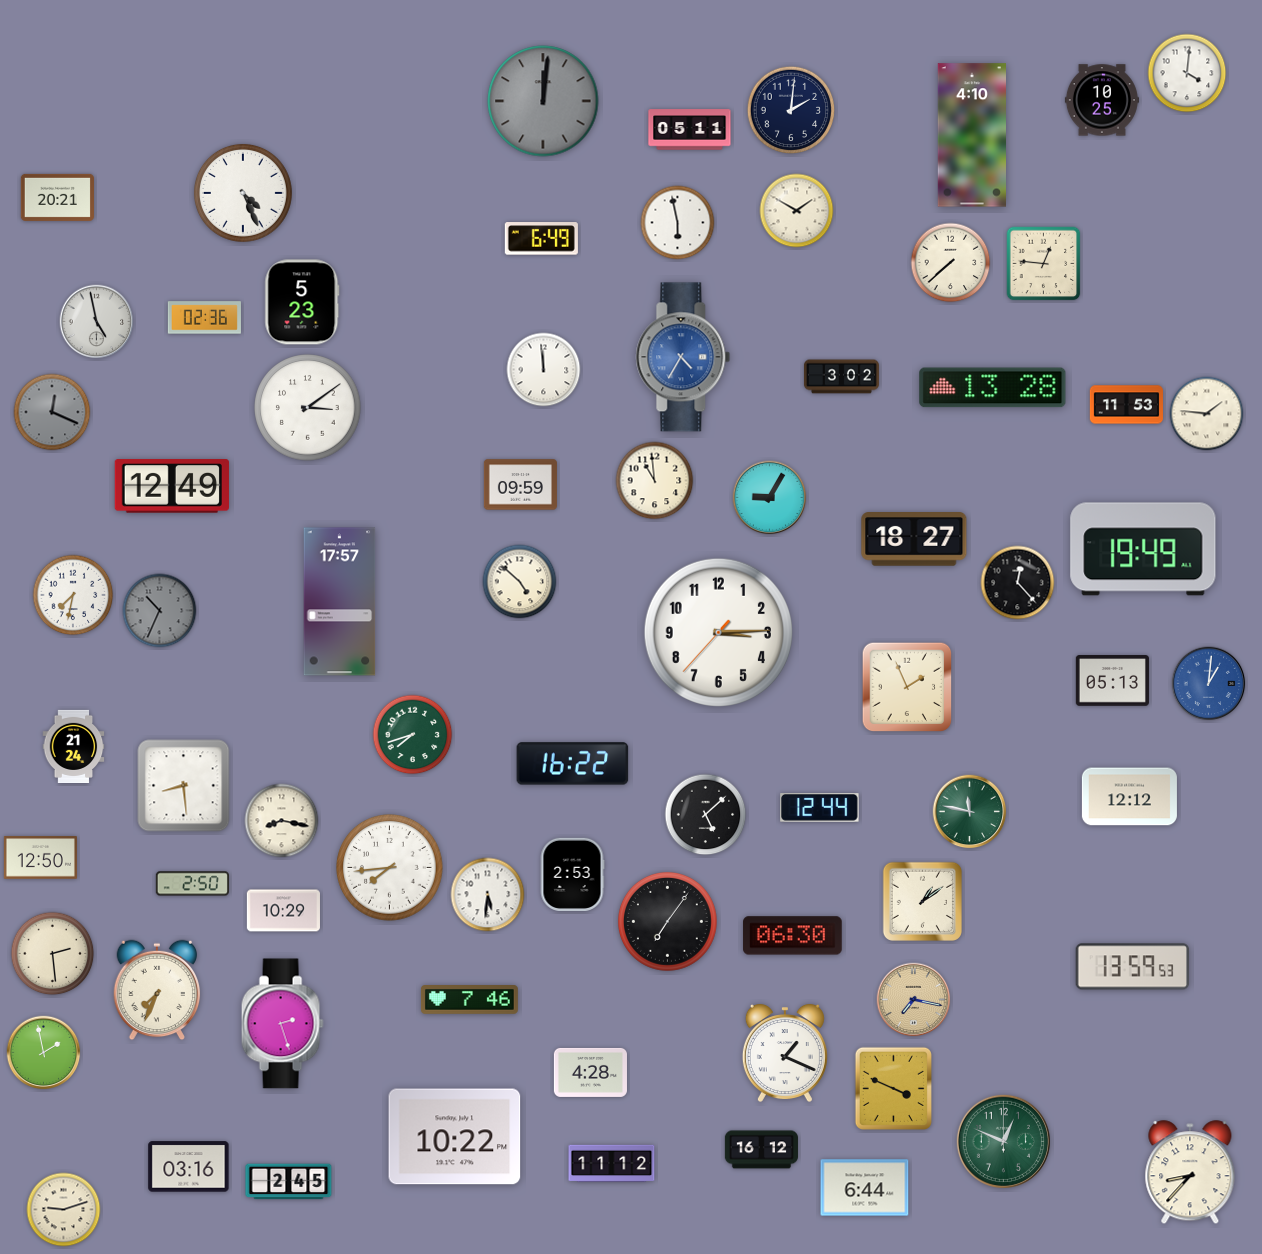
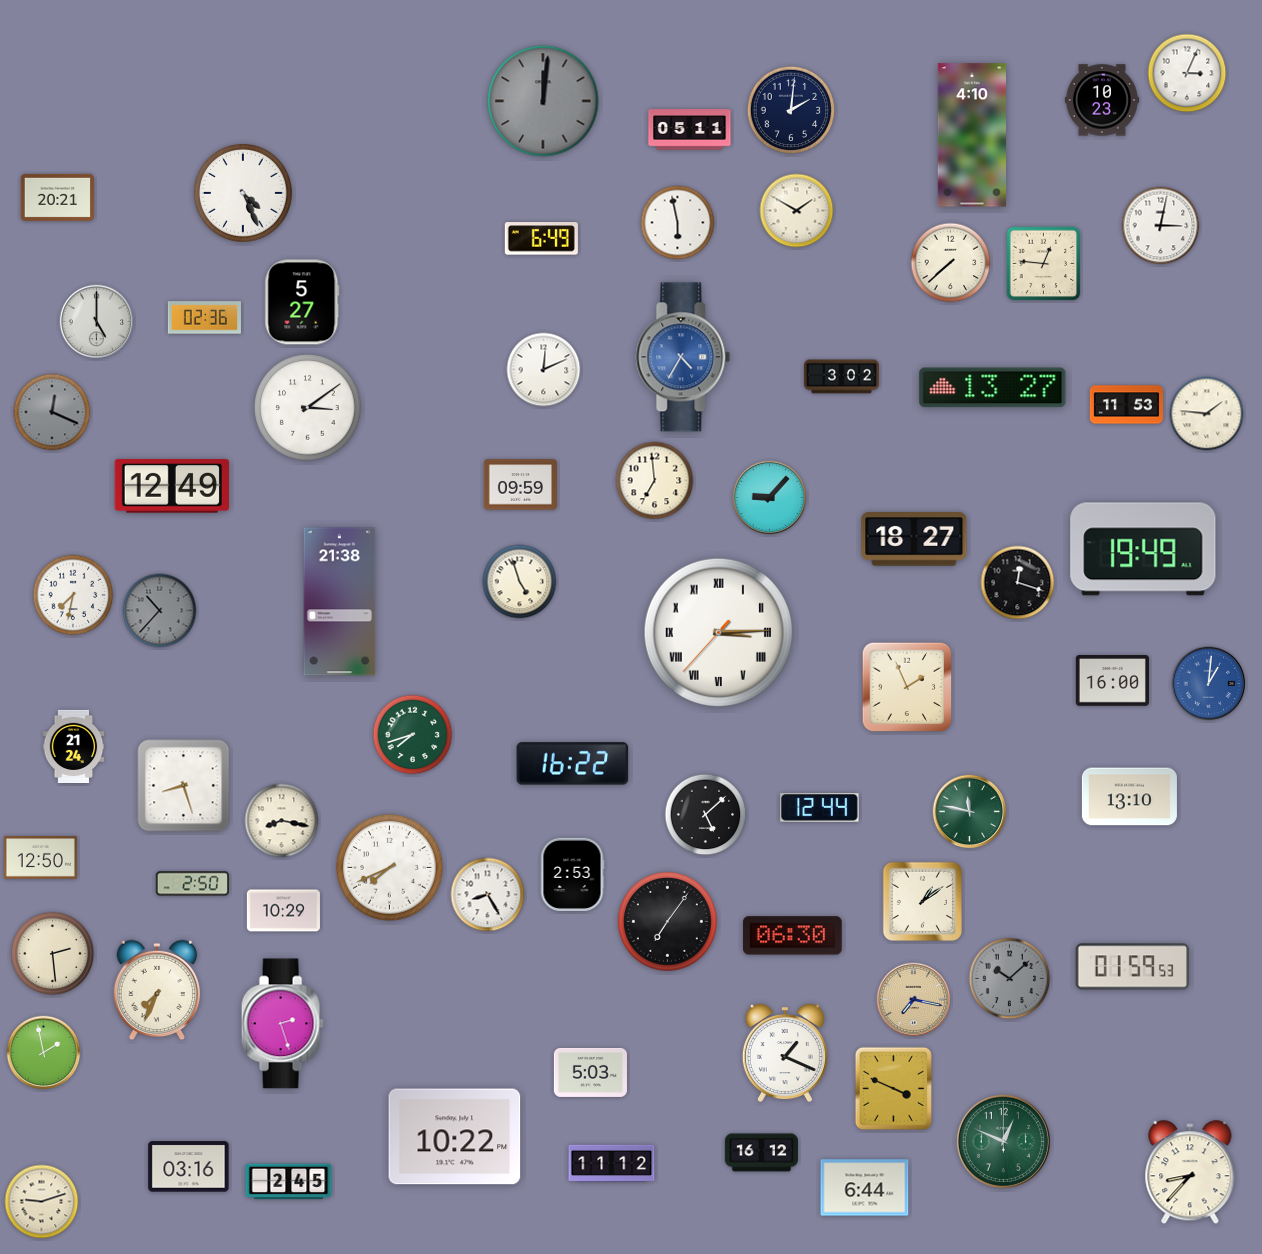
clock at (1187, 73): 4:01 -> 3:04
clock at (1102, 100): 10:25 -> 10:23
clock at (1161, 226): none -> 3:02
clock at (302, 302): 5:23 -> 5:27
clock at (97, 322): 4:58 -> 5:00
clock at (544, 370): 11:59 -> 12:11
clock at (993, 388): 13:28 -> 13:27
clock at (655, 481): 10:59 -> 6:59
clock at (770, 498): 9:05 -> 9:07
clock at (520, 582): 4:52 -> 4:57
clock at (1018, 583): 12:23 -> 12:18
clock at (340, 602): 17:57 -> 21:38
clock at (160, 611): 10:34 -> 10:37
clock at (718, 632) numerals: Arabic -> Roman
clock at (1112, 681): 05:13 -> 16:00
clock at (184, 786): 8:29 -> 8:27
clock at (1129, 797): 12:12 -> 13:10
clock at (390, 868): 7:44 -> 7:41
clock at (488, 895): 5:31 -> 8:25
clock at (1133, 967): 13:59 -> 01:59
clock at (1010, 979): none -> 10:08
clock at (469, 1000): 7:46 -> none
clock at (590, 1072): 4:28 -> 5:03
clock at (761, 1150) position: (761, 1150) -> (761, 1153)
clock at (64, 1210) position: (64, 1210) -> (42, 1202)
